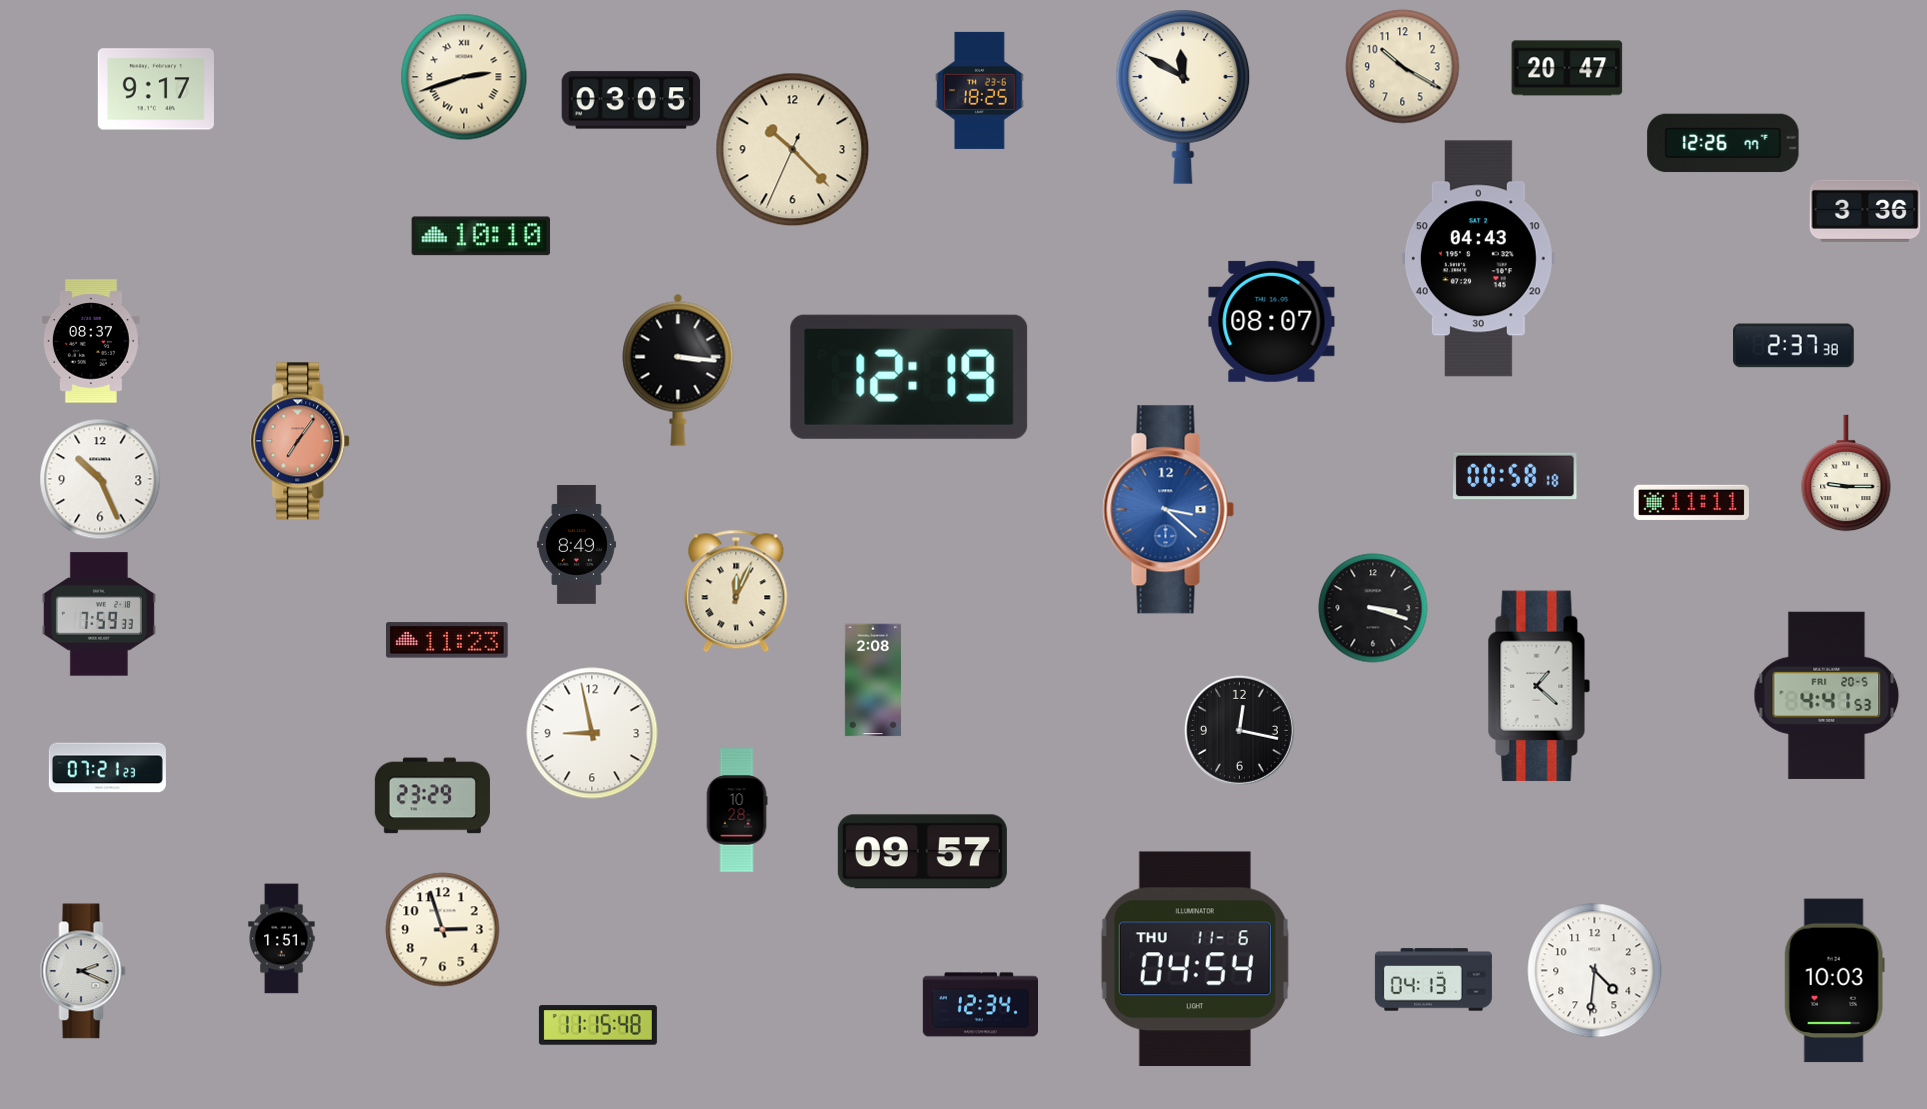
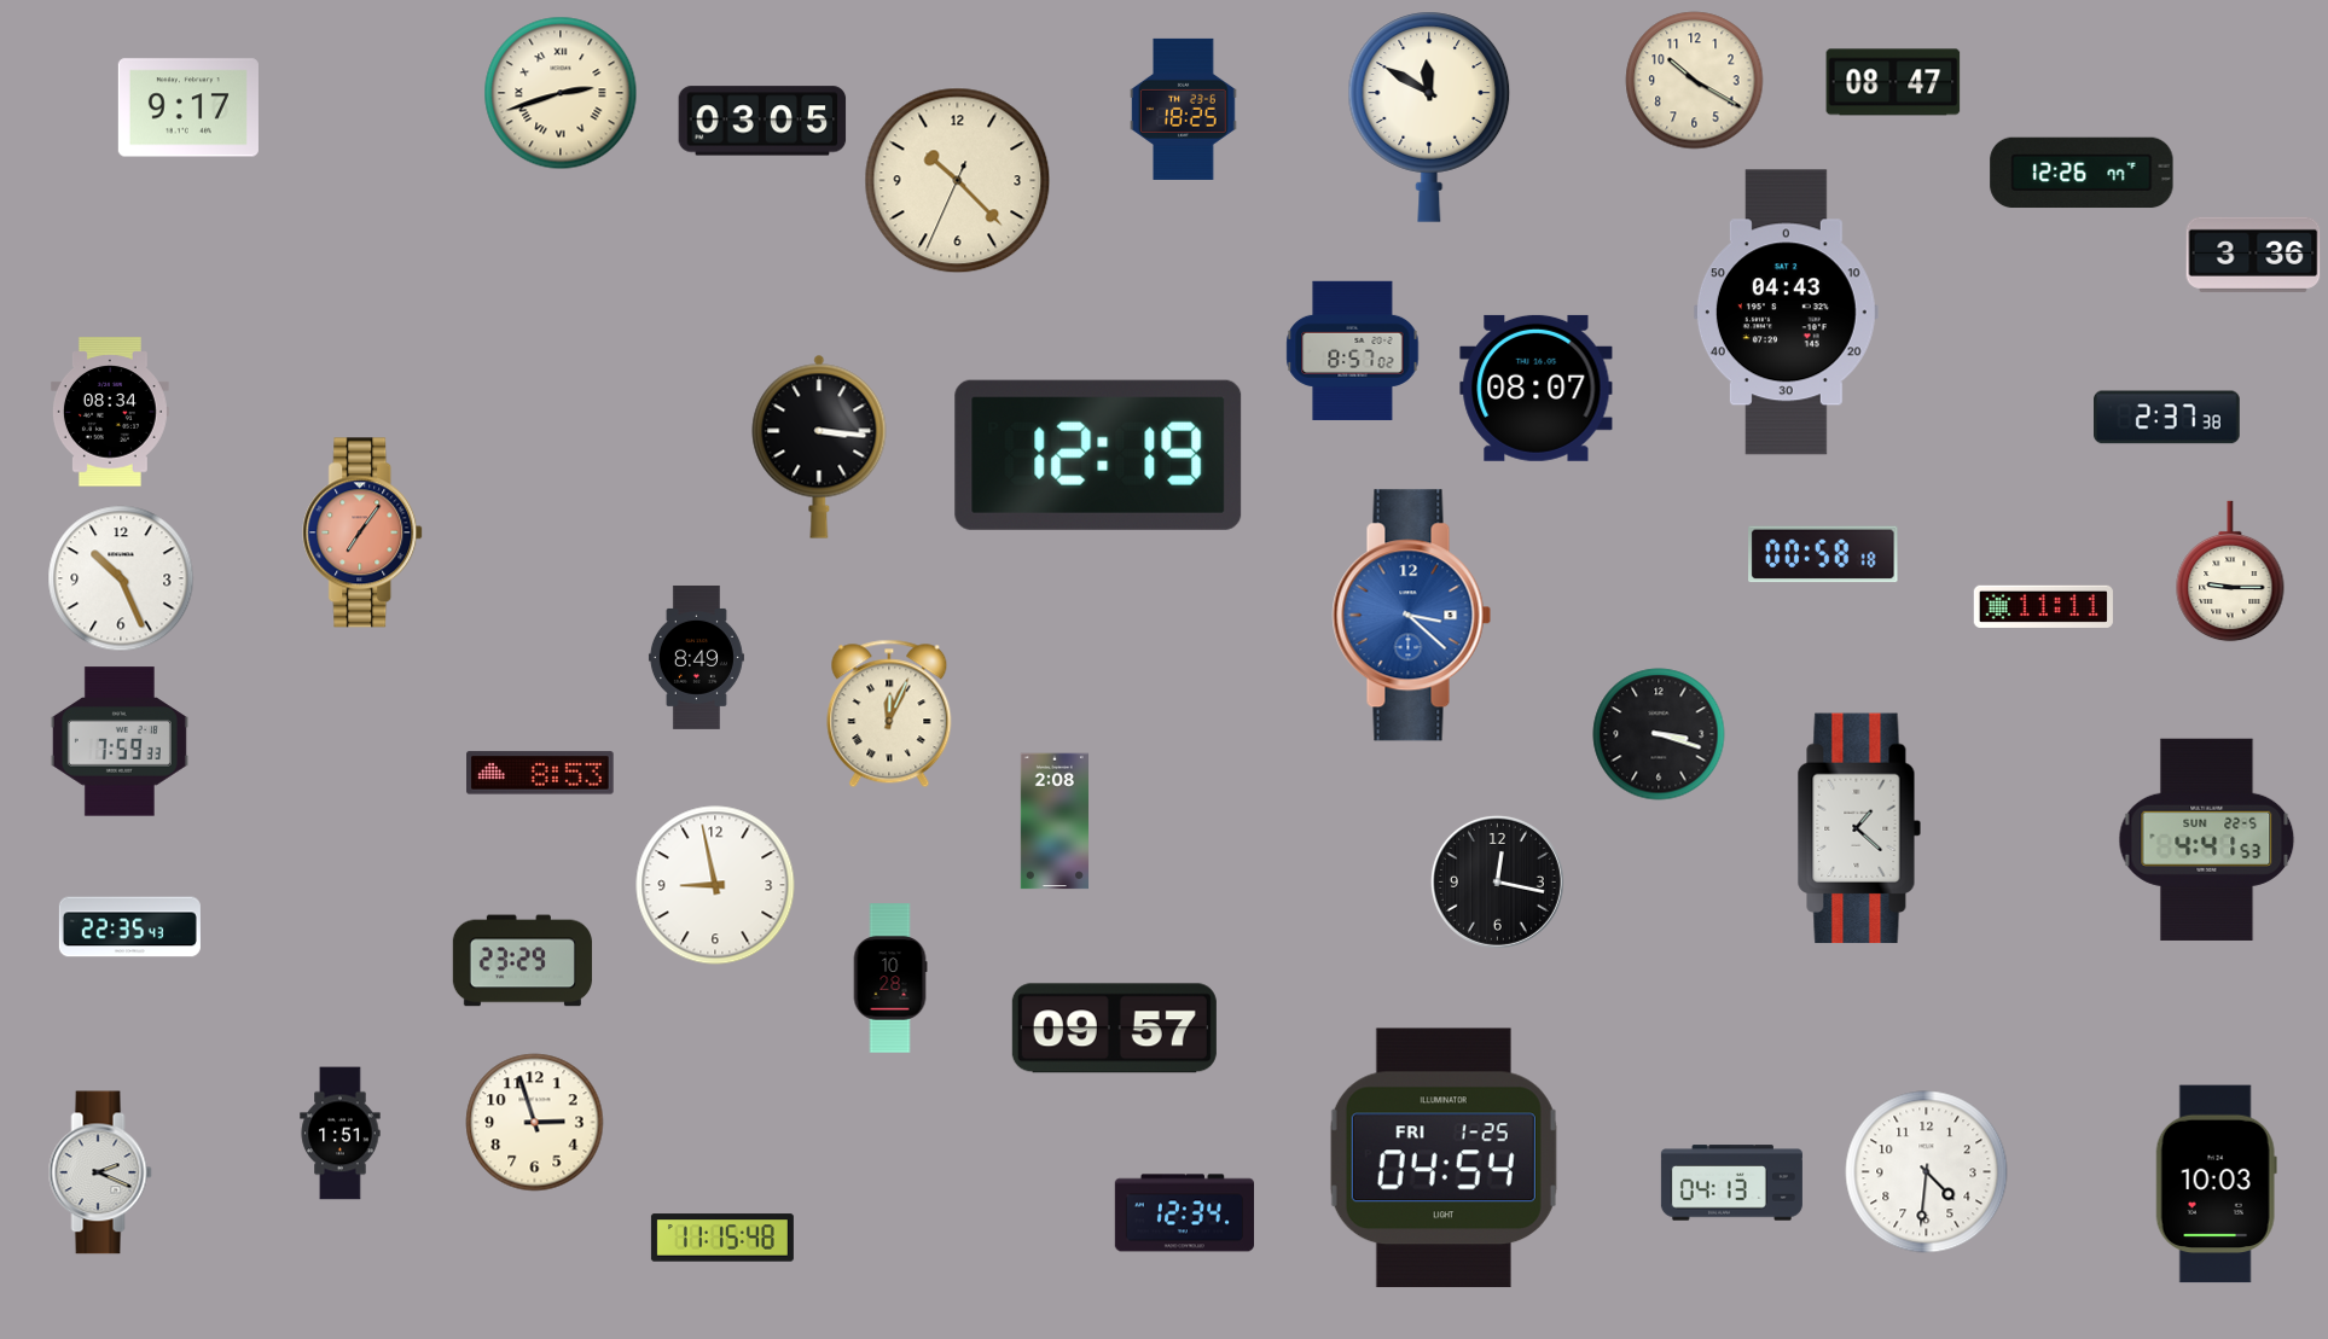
clock at (1567, 68): 20:47 -> 08:47
clock at (481, 236): 10:10 -> none
clock at (1353, 350): none -> 8:57
clock at (91, 341): 08:37 -> 08:34
clock at (1515, 476) position: (1515, 476) -> (1823, 554)
clock at (448, 640): 11:23 -> 8:53
clock at (1827, 695) date: FRI 20-5 -> SUN 22-5
clock at (107, 768): 07:21 -> 22:35
clock at (1195, 959) date: THU 11-6 -> FRI 1-25
